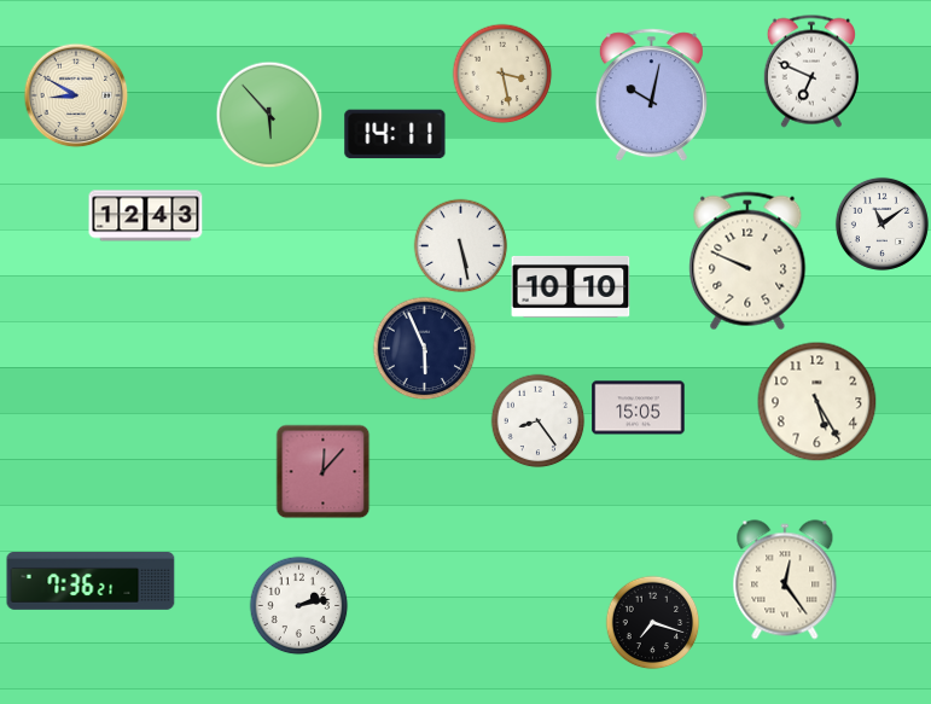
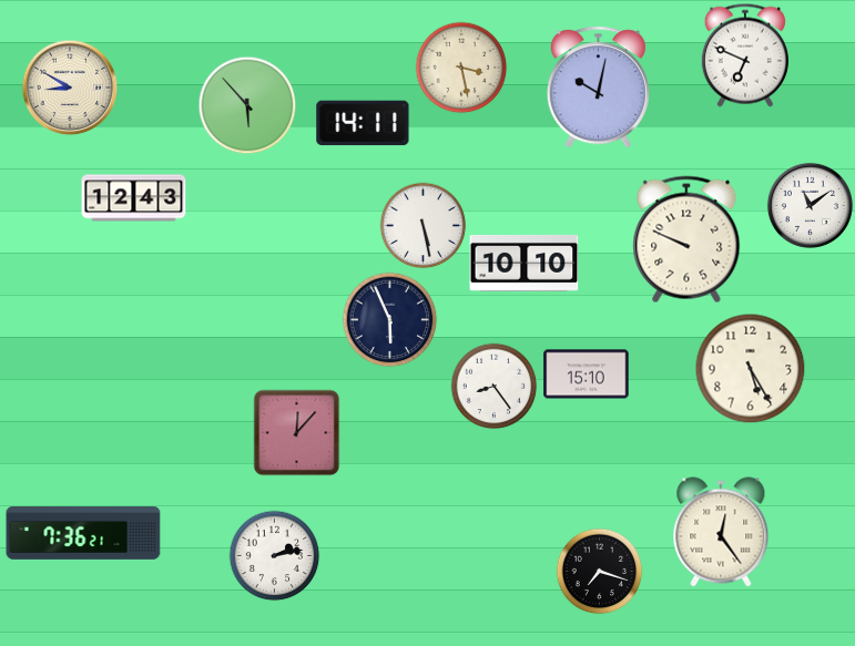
clock at (811, 71) position: (811, 71) -> (745, 55)
clock at (639, 408): 15:05 -> 15:10
